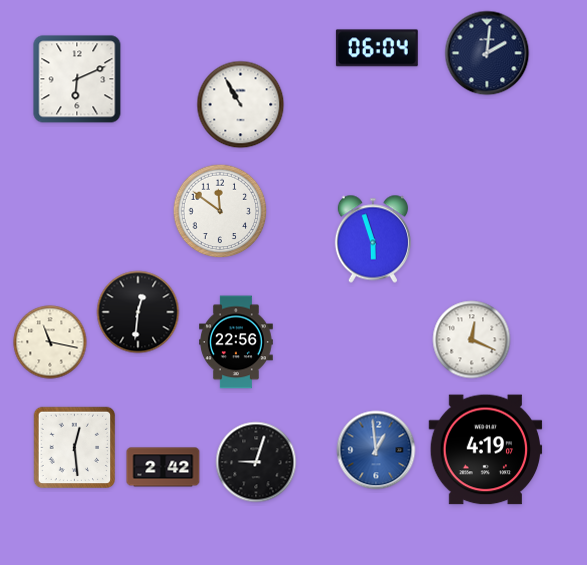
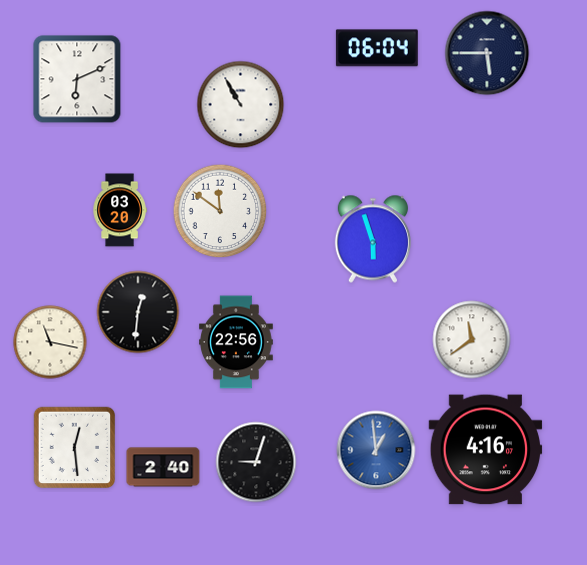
clock at (487, 53): 2:01 -> 5:45
clock at (120, 210): none -> 03:20
clock at (472, 340): 12:19 -> 11:39
clock at (486, 450): 4:19 -> 4:16
clock at (163, 467): 2:42 -> 2:40
